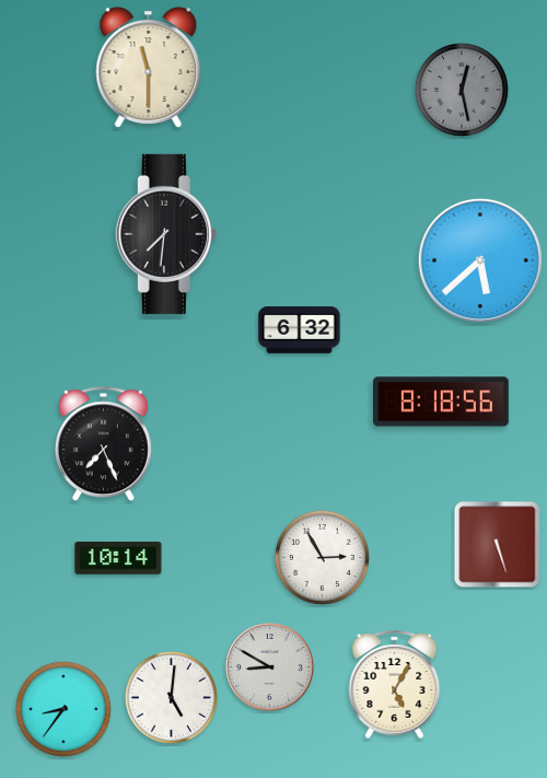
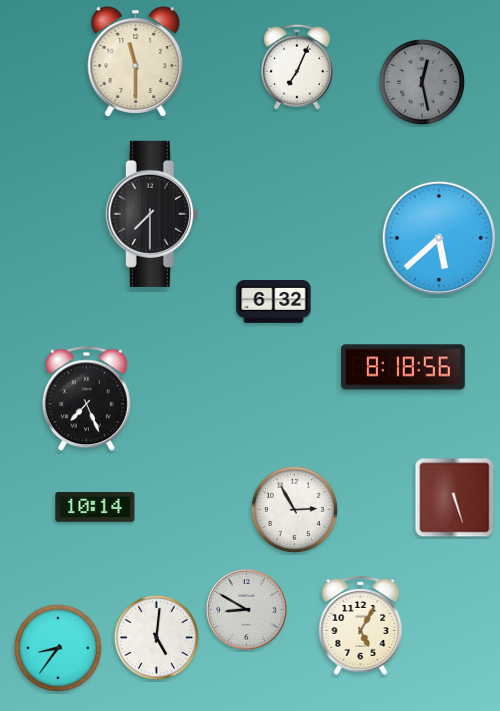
clock at (297, 67): none -> 7:04
clock at (166, 234): 7:31 -> 7:30
clock at (103, 444) position: (103, 444) -> (86, 399)
clock at (118, 559) position: (118, 559) -> (95, 508)
